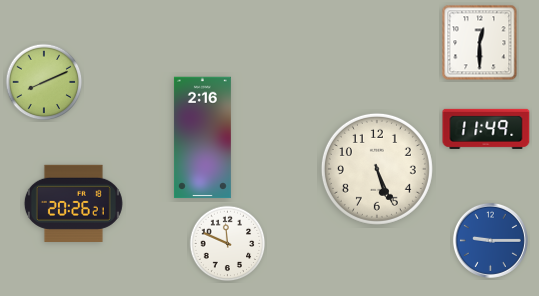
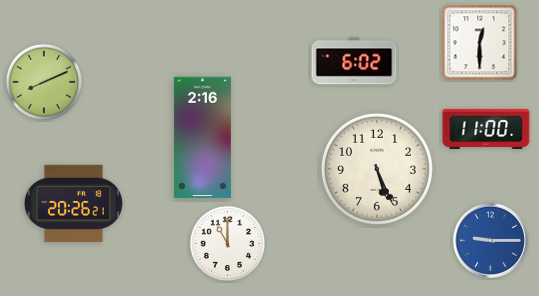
clock at (354, 61): none -> 6:02
clock at (486, 129): 11:49 -> 11:00
clock at (228, 244): 11:49 -> 11:00
